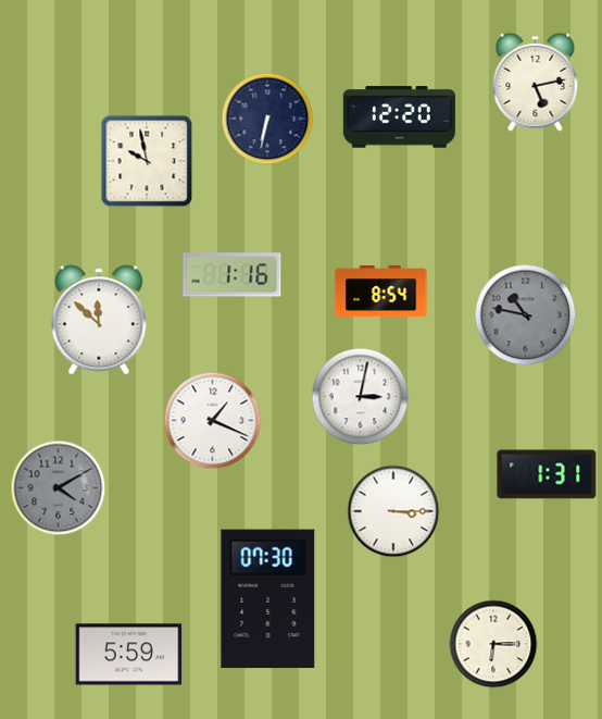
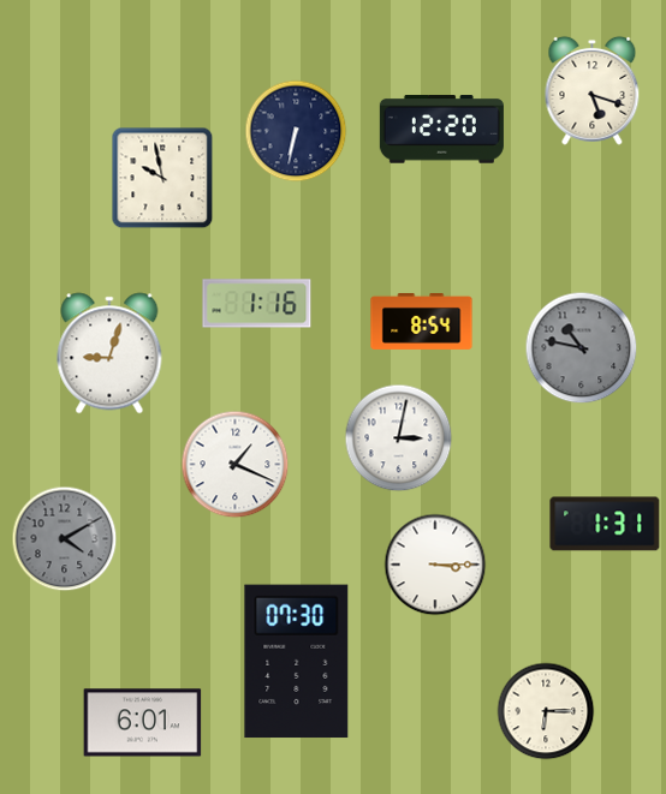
clock at (536, 82): 5:13 -> 5:18
clock at (99, 320): 11:52 -> 9:03
clock at (129, 655): 5:59 -> 6:01
